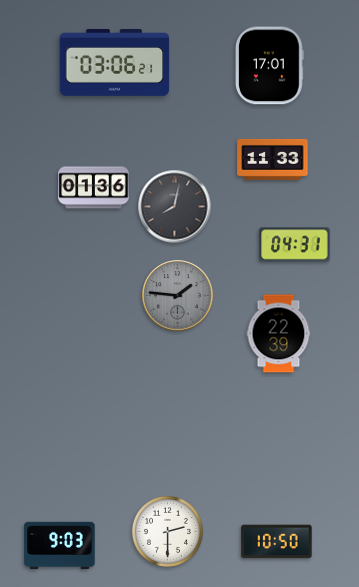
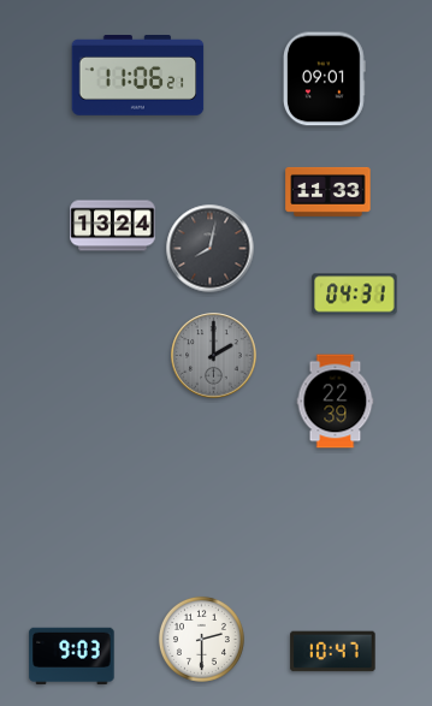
clock at (115, 63): 03:06 -> 11:06
clock at (270, 66): 17:01 -> 09:01
clock at (94, 188): 01:36 -> 13:24
clock at (178, 296): 1:46 -> 2:00
clock at (277, 542): 10:50 -> 10:47
